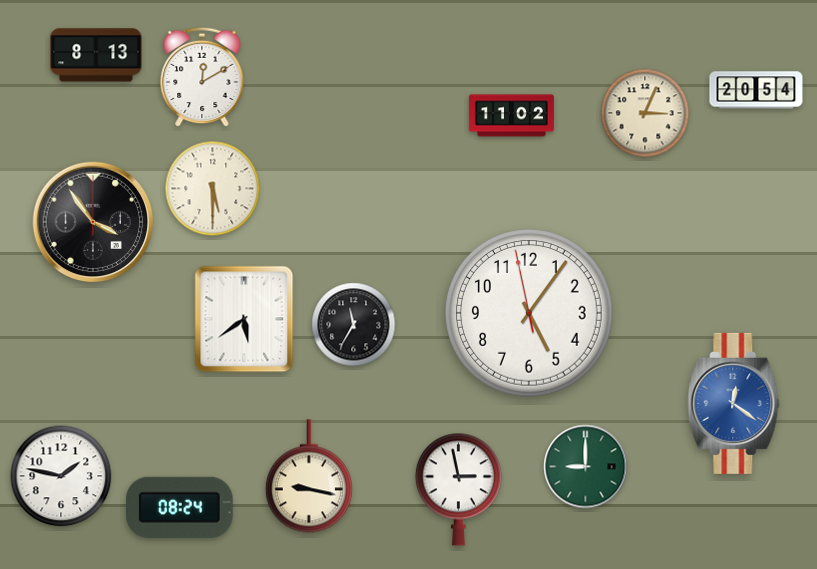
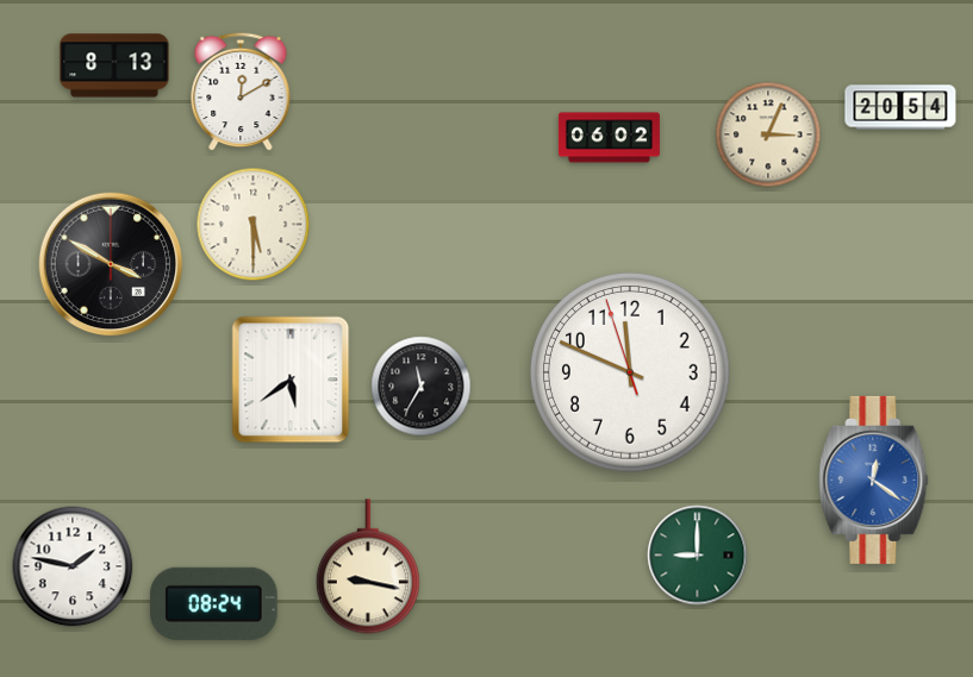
clock at (511, 116): 11:02 -> 06:02
clock at (93, 222): 3:54 -> 3:50
clock at (529, 313): 5:05 -> 11:48
clock at (458, 489): 2:58 -> none
